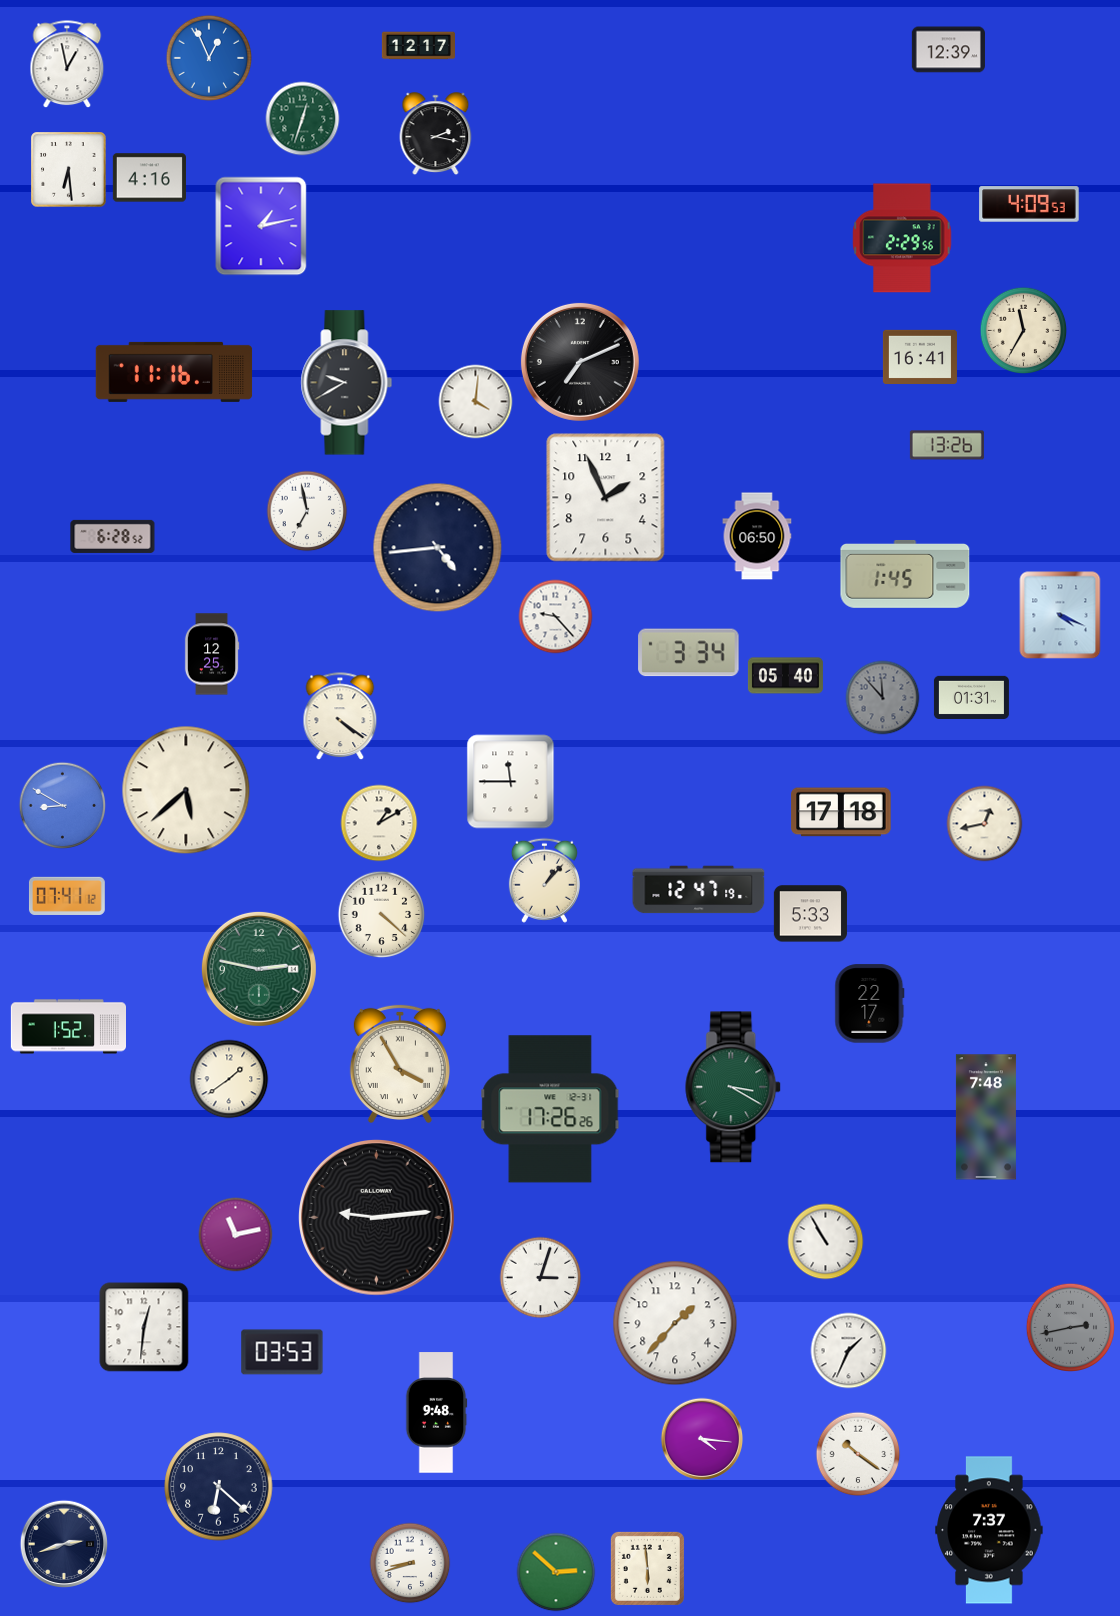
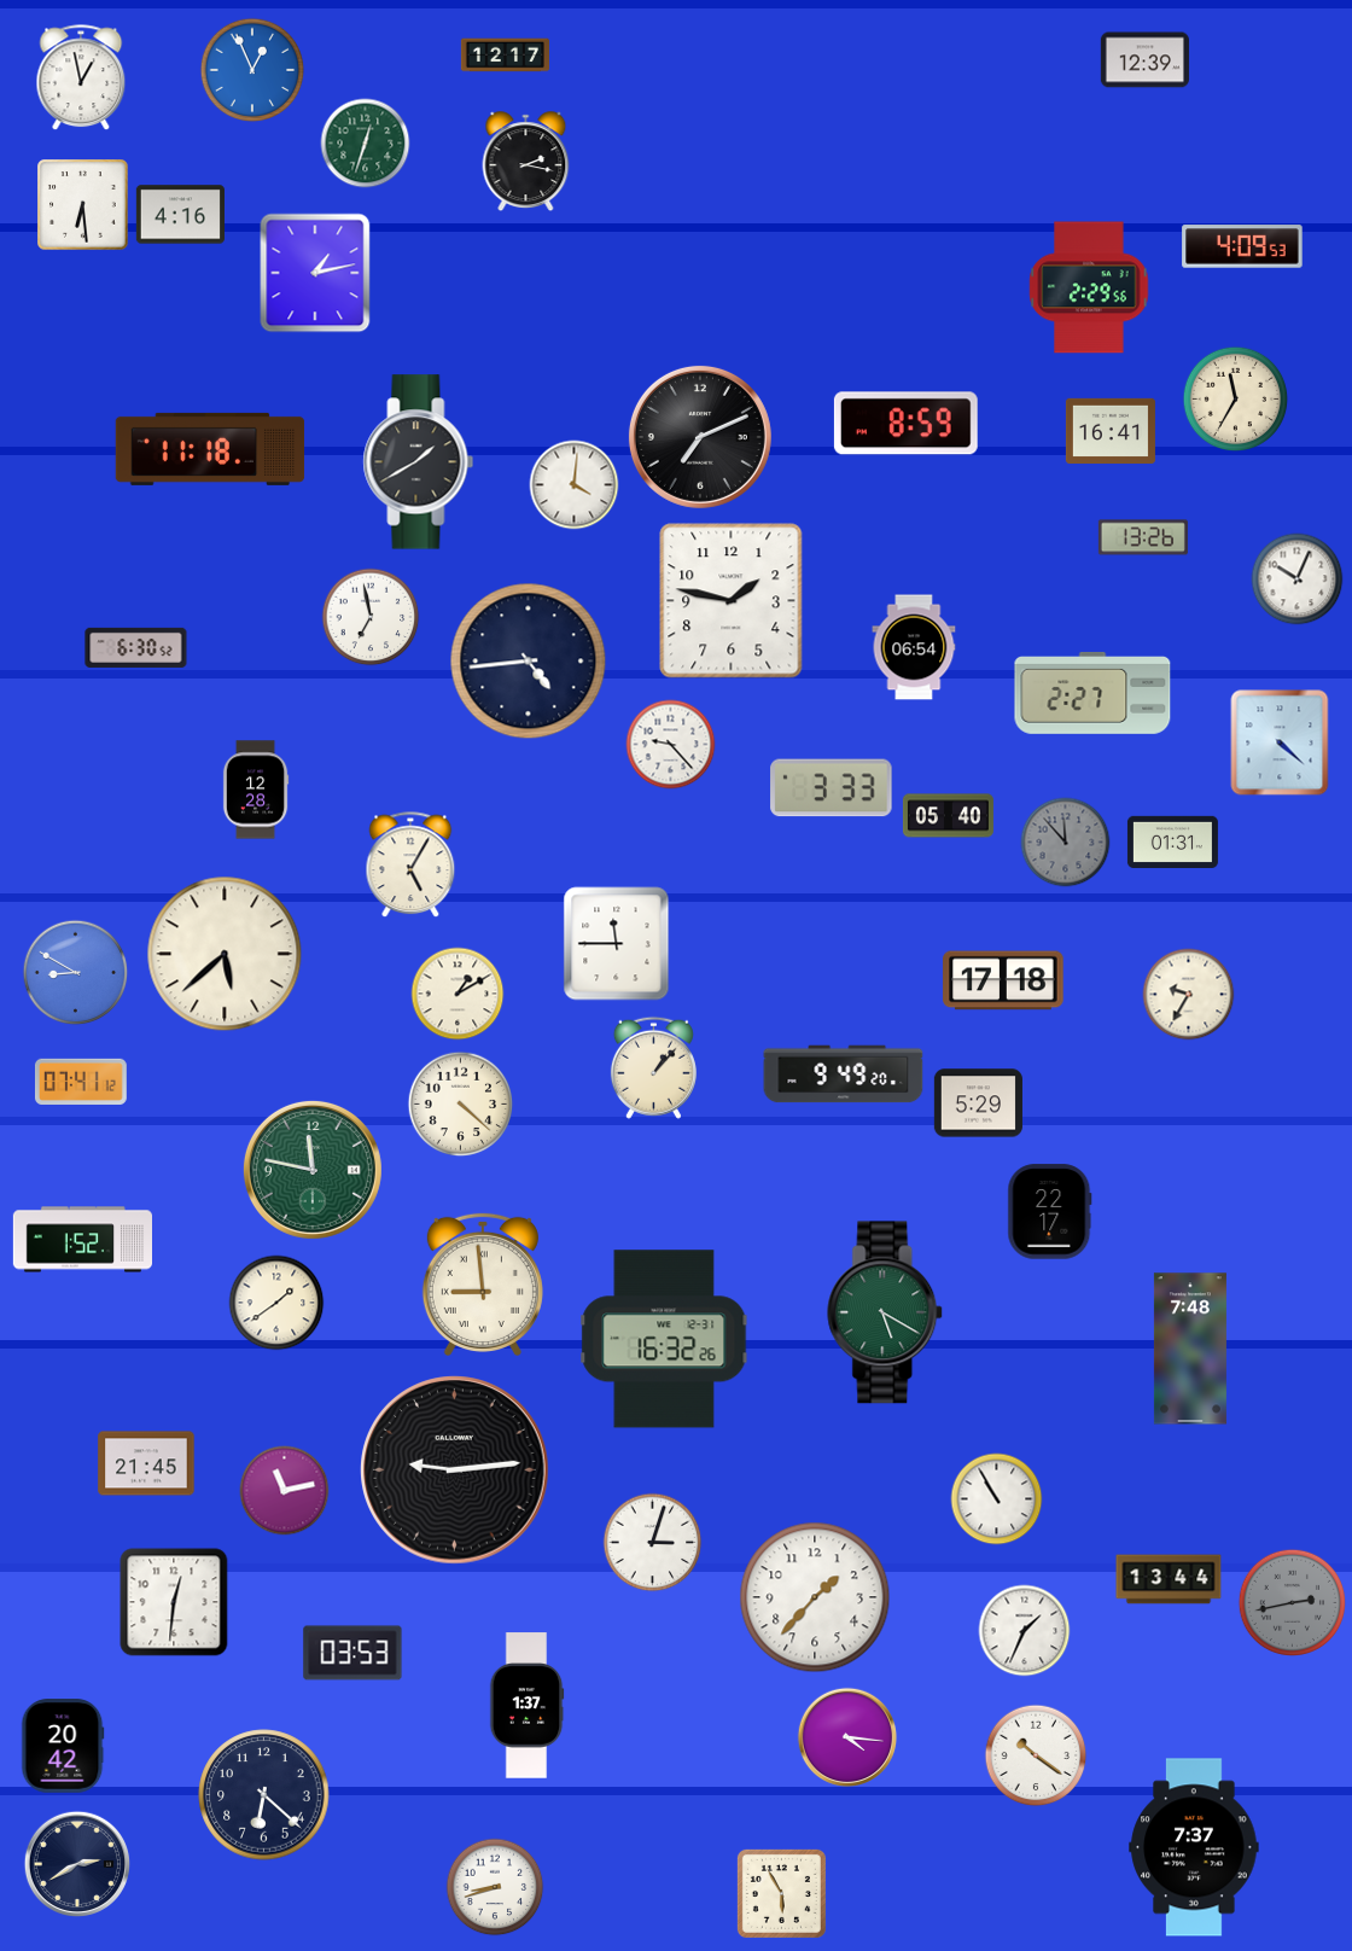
clock at (905, 424): none -> 8:59
clock at (174, 372): 11:16 -> 11:18
clock at (347, 383): 9:40 -> 1:40
clock at (1298, 580): none -> 10:04
clock at (606, 498): 1:56 -> 1:47
clock at (113, 536): 6:28 -> 6:30
clock at (757, 536): 06:50 -> 06:54
clock at (905, 574): 1:45 -> 2:27
clock at (1060, 615): 4:19 -> 4:22
clock at (689, 653): 3:34 -> 3:33
clock at (212, 654): 12:25 -> 12:28
clock at (340, 717): 4:21 -> 5:05
clock at (841, 812) position: (841, 812) -> (1003, 980)
clock at (985, 824): 12:43 -> 9:35
clock at (544, 880) position: (544, 880) -> (653, 1067)
clock at (699, 890): 12:47 -> 9:49
clock at (810, 914): 5:33 -> 5:29
clock at (259, 969): 2:47 -> 11:47
clock at (400, 1063): 3:55 -> 8:59
clock at (734, 1087): 3:20 -> 5:20
clock at (550, 1109): 17:26 -> 16:32
clock at (146, 1463): none -> 21:45
clock at (1169, 1579): none -> 13:44
clock at (282, 1352) position: (282, 1352) -> (352, 1653)
clock at (436, 1413): 9:48 -> 1:37
clock at (63, 1746): none -> 20:42
clock at (63, 1543): 2:42 -> 2:40
clock at (647, 1568): 5:59 -> 5:55
clock at (556, 1572): 2:52 -> none
